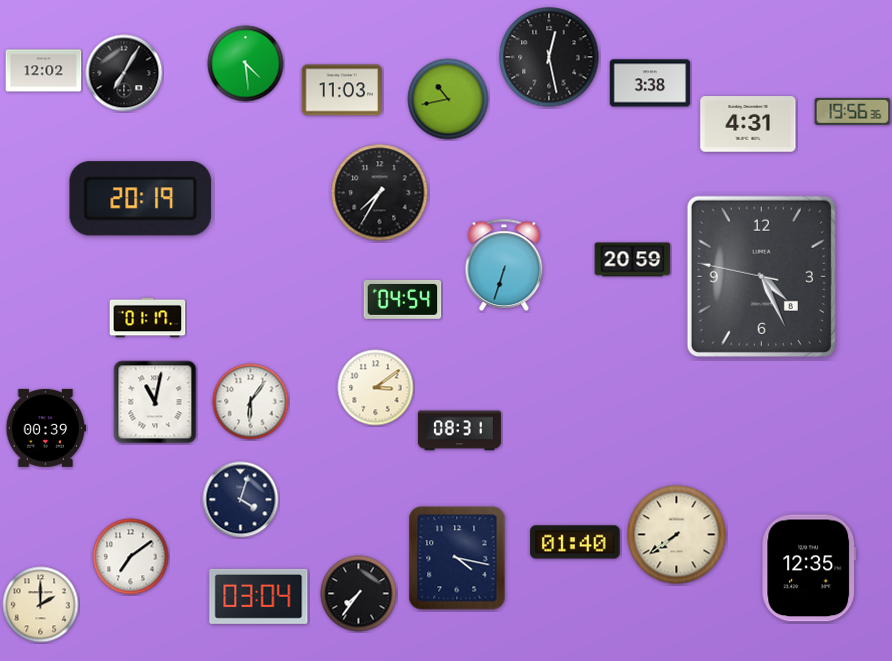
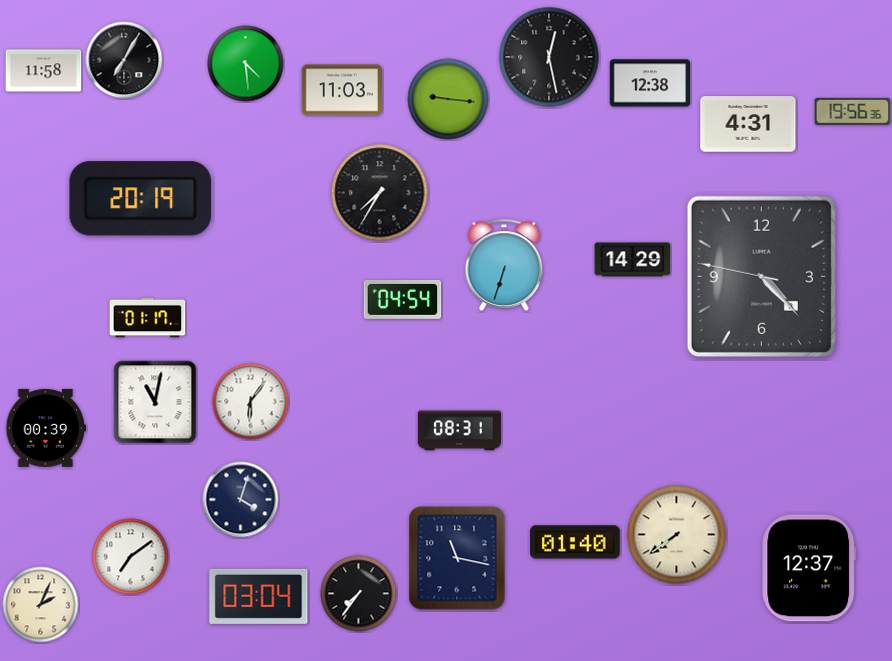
clock at (44, 71): 12:02 -> 11:58
clock at (124, 73) position: (124, 73) -> (124, 60)
clock at (650, 83): 3:38 -> 12:38
clock at (448, 99): 10:43 -> 9:16
clock at (633, 260): 20:59 -> 14:29
clock at (761, 276): 4:25 -> 4:22
clock at (376, 388): 3:09 -> none
clock at (457, 558): 4:17 -> 11:17
clock at (809, 568): 12:35 -> 12:37
clock at (41, 605): 2:00 -> 2:04
